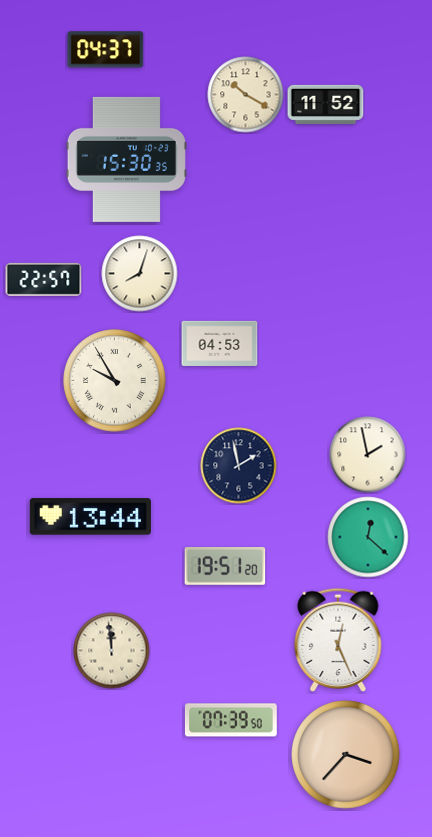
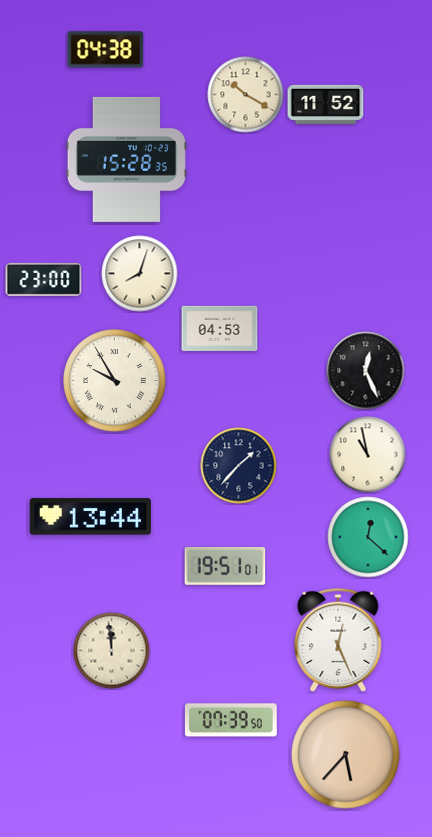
clock at (106, 50): 04:37 -> 04:38
clock at (126, 159): 15:30 -> 15:28
clock at (44, 279): 22:57 -> 23:00
clock at (220, 343) position: (220, 343) -> (220, 328)
clock at (366, 371): none -> 12:26
clock at (368, 455): 1:58 -> 10:58
clock at (239, 466): 1:58 -> 1:37
clock at (225, 567): 19:51:20 -> 19:51:01
clock at (346, 755): 3:37 -> 5:37
